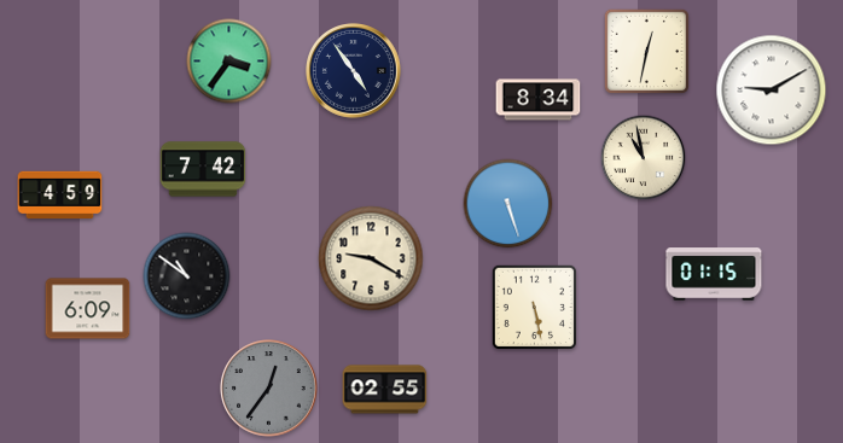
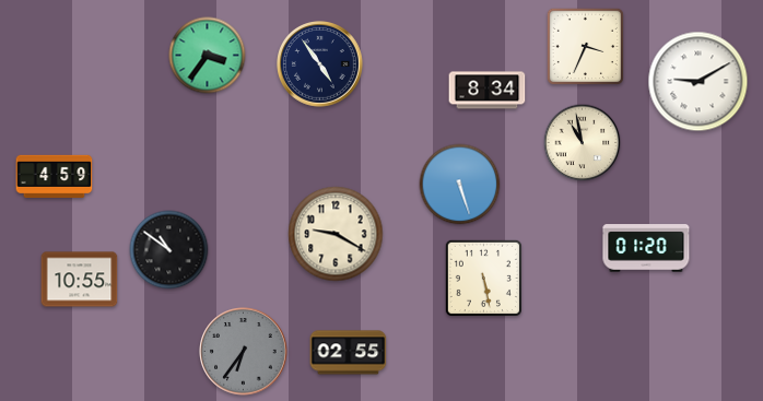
clock at (646, 51): 12:32 -> 3:34
clock at (203, 169): 7:42 -> none
clock at (714, 274): 01:15 -> 01:20
clock at (88, 309): 6:09 -> 10:55
clock at (269, 389): 12:36 -> 6:36
